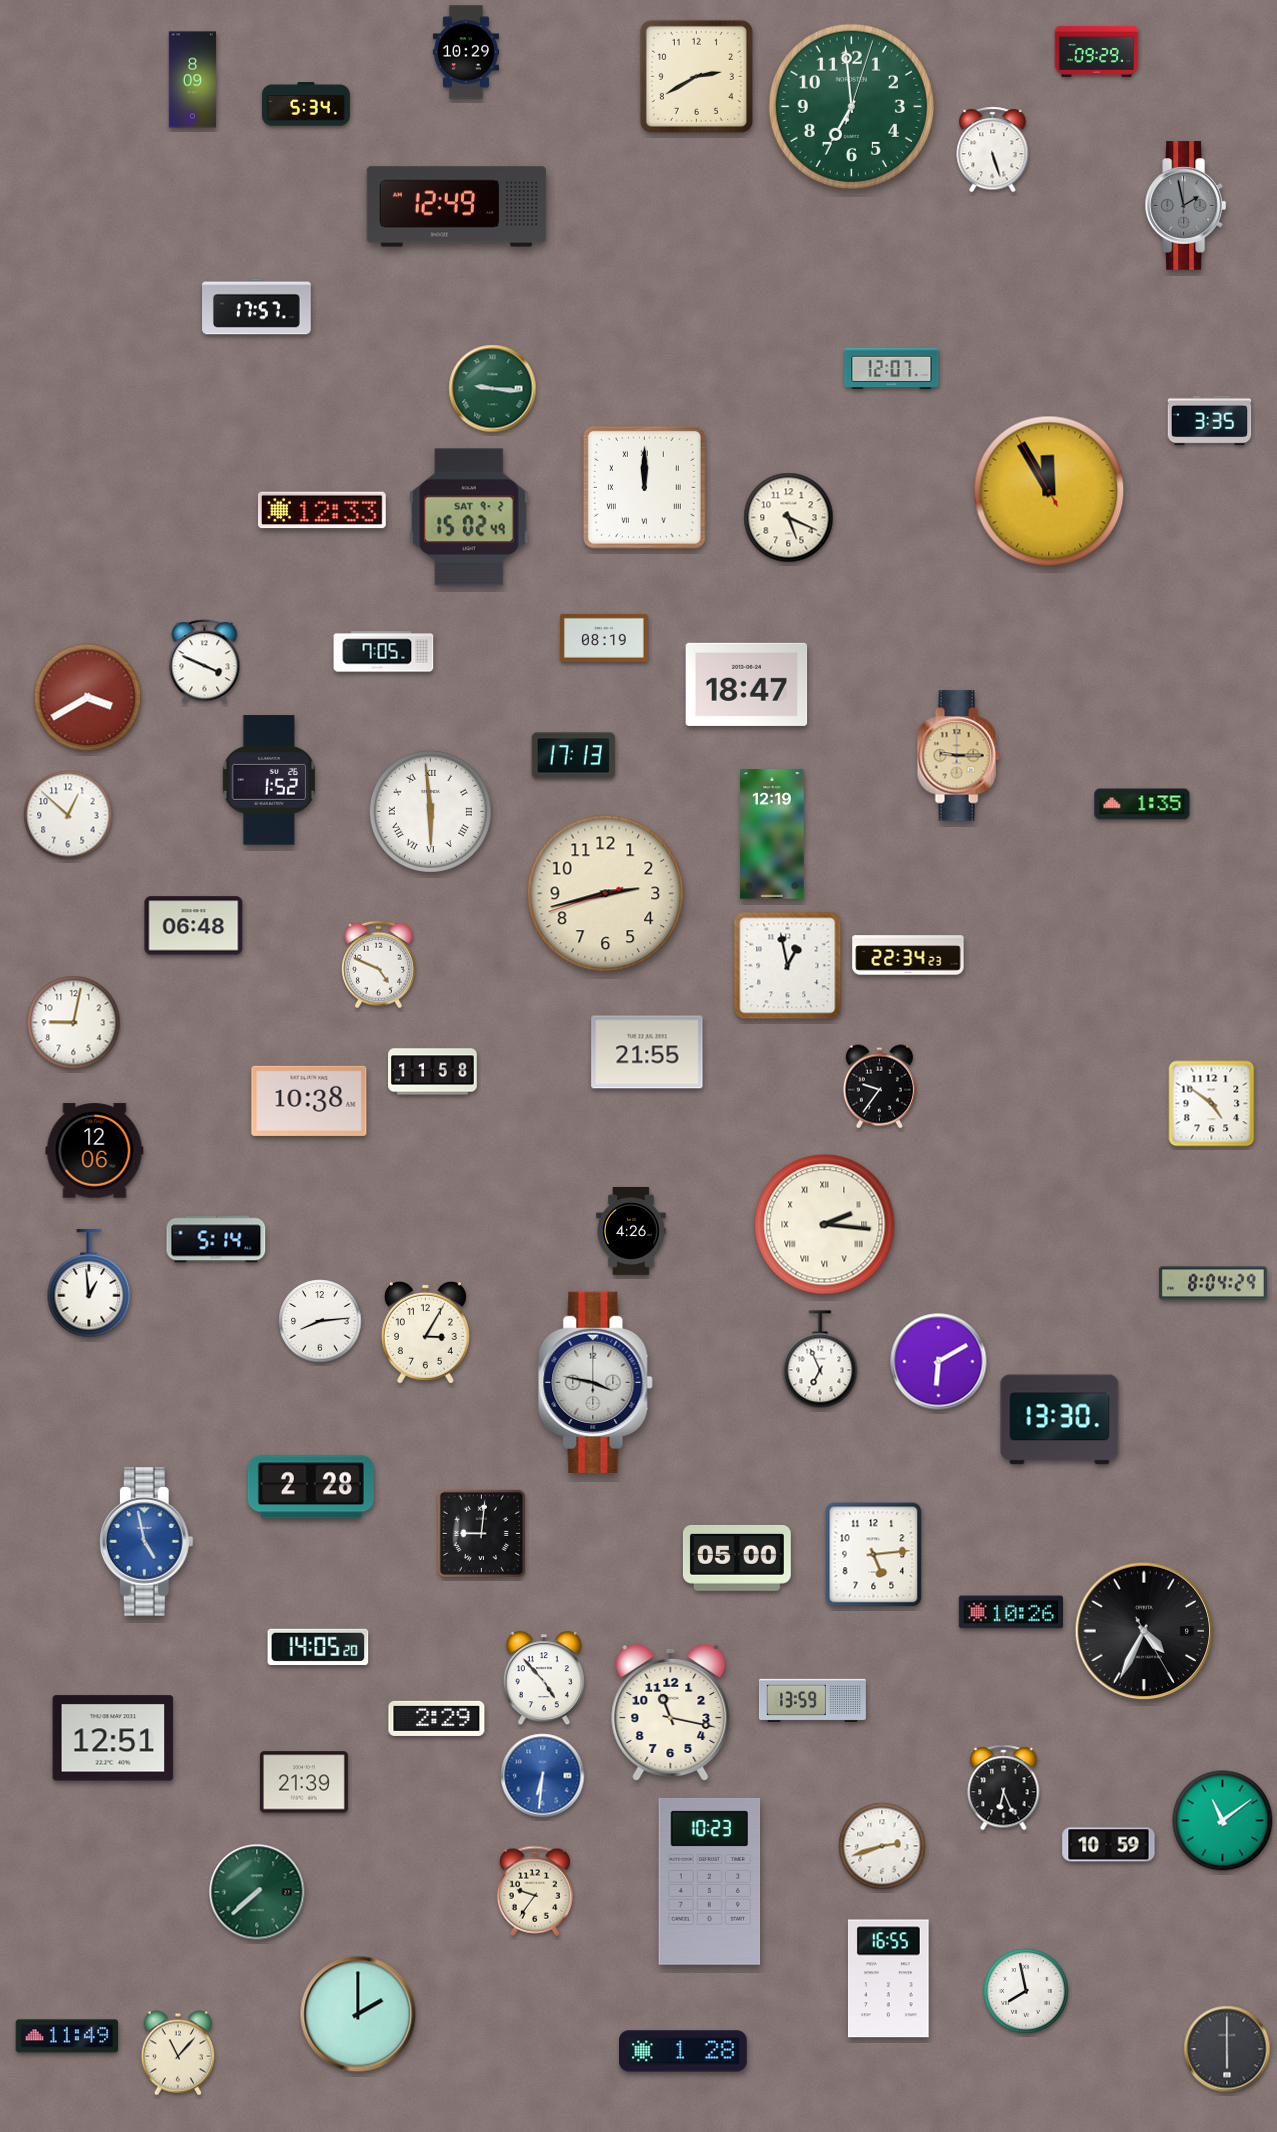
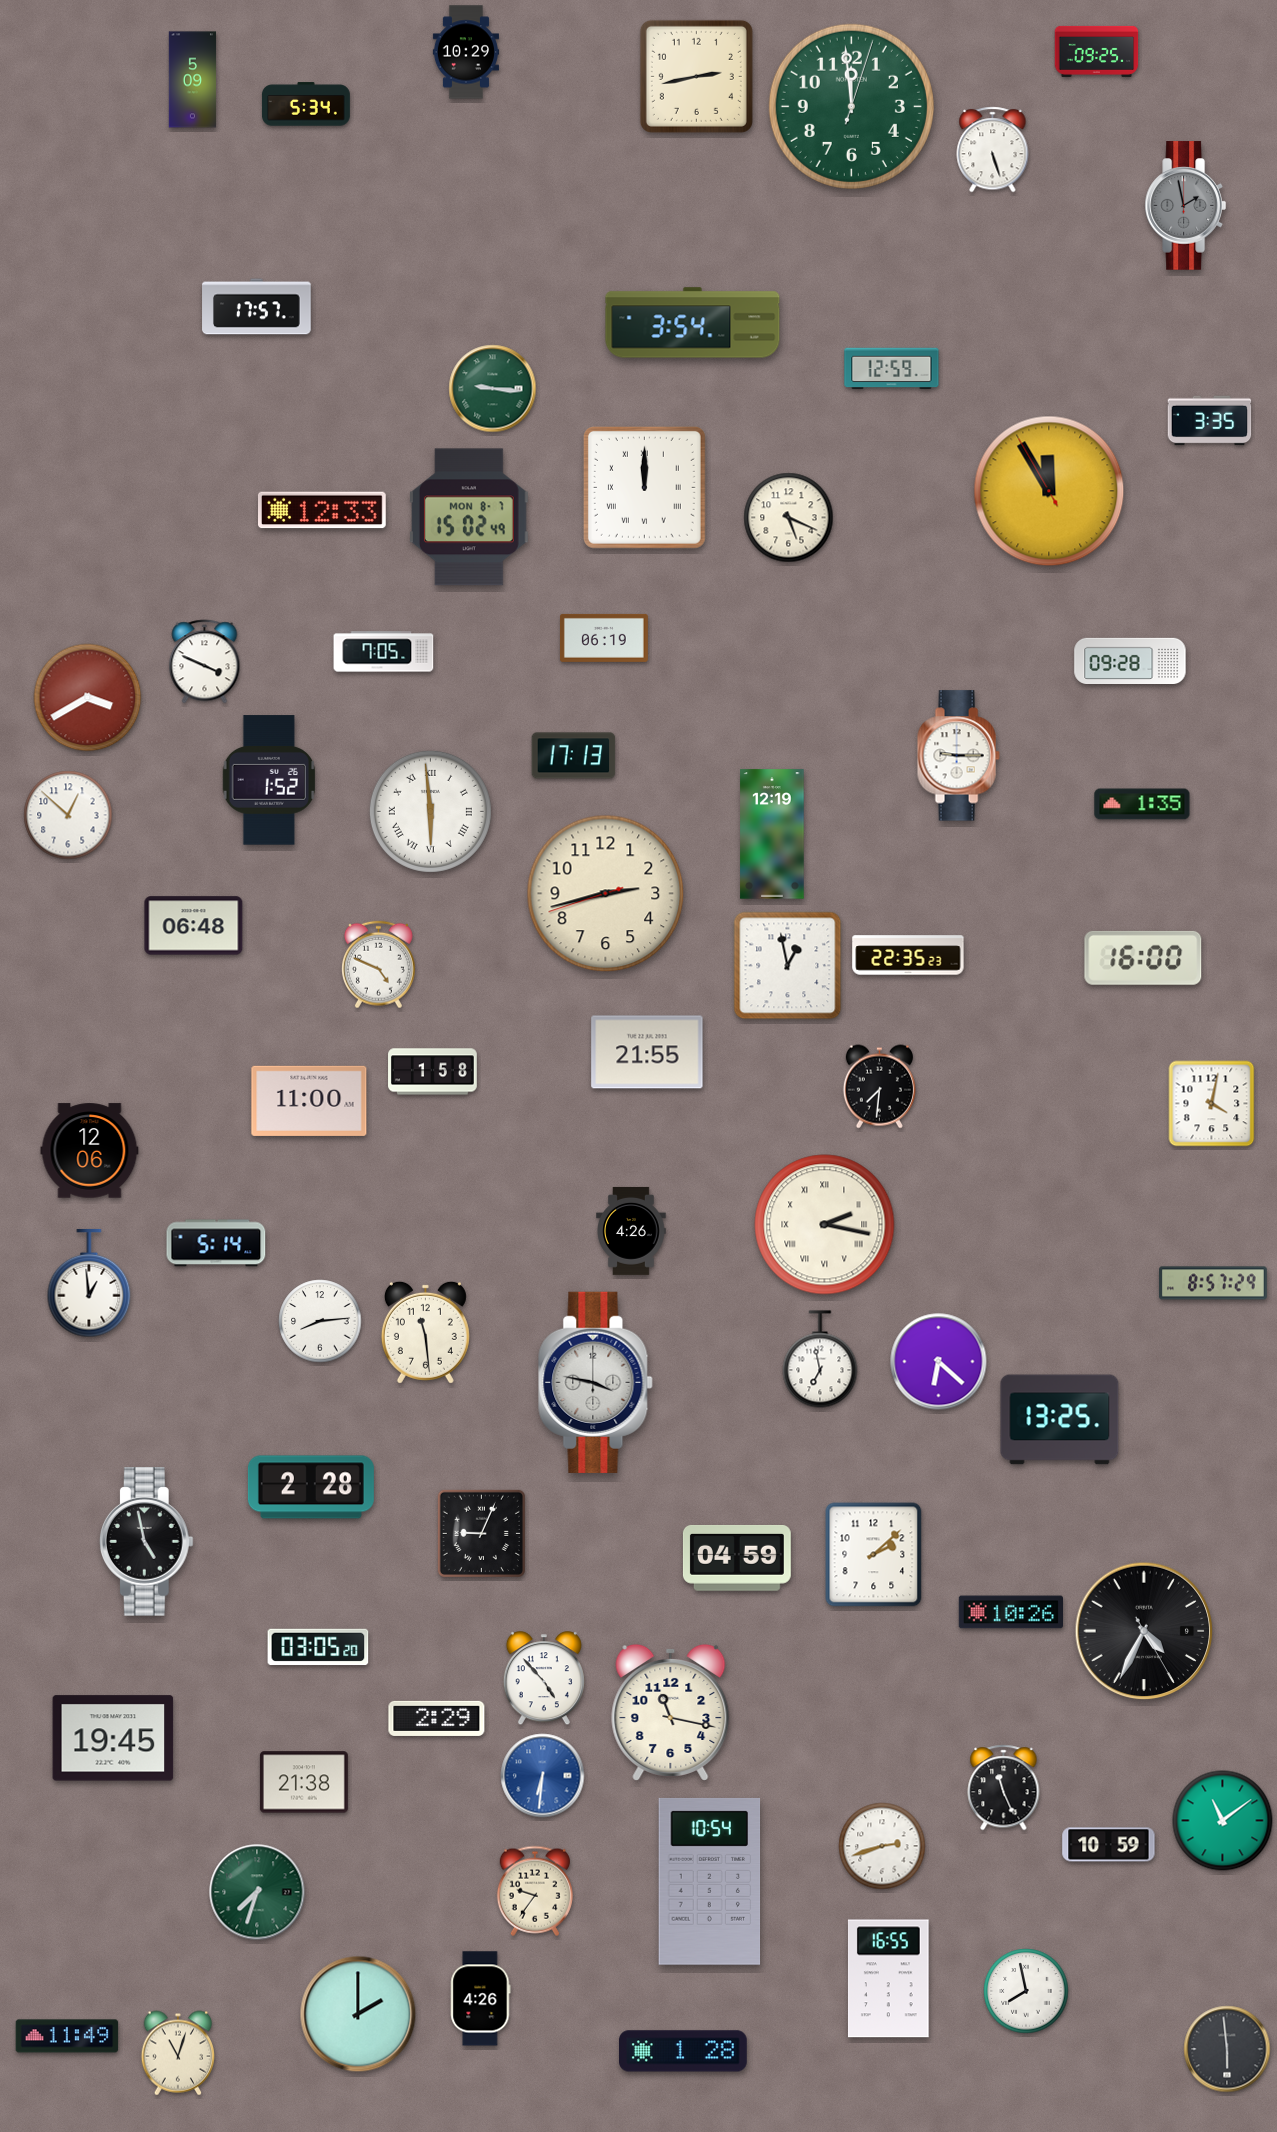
clock at (1097, 51): 09:29 -> 09:25
clock at (696, 76): 2:40 -> 2:43
clock at (193, 80): 8:09 -> 5:09
clock at (851, 106): 6:59 -> 11:59
clock at (457, 207): 12:49 -> none
clock at (693, 323): none -> 3:54
clock at (892, 369): 12:07 -> 12:59
clock at (469, 517) date: SAT 9-2 -> MON 8-7
clock at (604, 638): 08:19 -> 06:19
clock at (1130, 660): none -> 09:28
clock at (747, 684): 18:47 -> none
clock at (958, 756) dial: champagne -> white
clock at (908, 955): 22:34 -> 22:35
clock at (1143, 958): none -> 16:00
clock at (74, 1023): 9:02 -> none
clock at (433, 1072): 11:58 -> 1:58
clock at (879, 1087): 9:36 -> 7:31
clock at (309, 1101): 10:38 -> 11:00
clock at (1212, 1104): 4:51 -> 4:02
clock at (95, 1151) position: (95, 1151) -> (90, 1151)
clock at (825, 1225): 2:16 -> 2:17
clock at (216, 1239) position: (216, 1239) -> (216, 1243)
clock at (1214, 1283): 8:04 -> 8:57
clock at (425, 1332): 3:05 -> 11:29
clock at (820, 1359): 6:56 -> 6:58
clock at (939, 1362): 6:10 -> 6:22
clock at (1060, 1420): 13:30 -> 13:25
clock at (481, 1533): 9:01 -> 9:04
clock at (146, 1542) dial: blue -> black
clock at (874, 1555): 5:14 -> 2:08
clock at (737, 1558): 05:00 -> 04:59
clock at (318, 1647): 14:05 -> 03:05
clock at (812, 1700): 13:59 -> none
clock at (113, 1738): 12:51 -> 19:45
clock at (304, 1782): 21:39 -> 21:38
clock at (1004, 1788): 6:26 -> 11:26
clock at (710, 1881): 10:23 -> 10:54
clock at (257, 1892): 7:38 -> 7:33
clock at (481, 1999): none -> 4:26
clock at (1227, 2049): 6:00 -> 5:59
clock at (177, 2053): 11:07 -> 11:03
